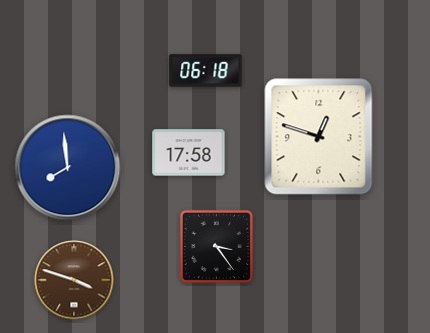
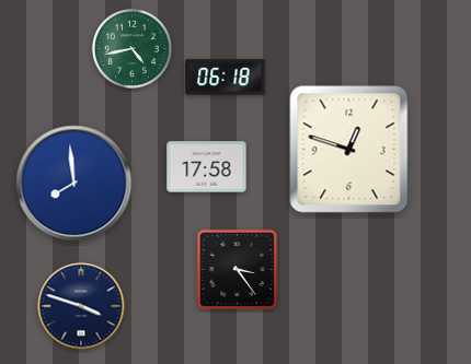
clock at (131, 48): none -> 4:43
clock at (74, 280) dial: brown -> navy
